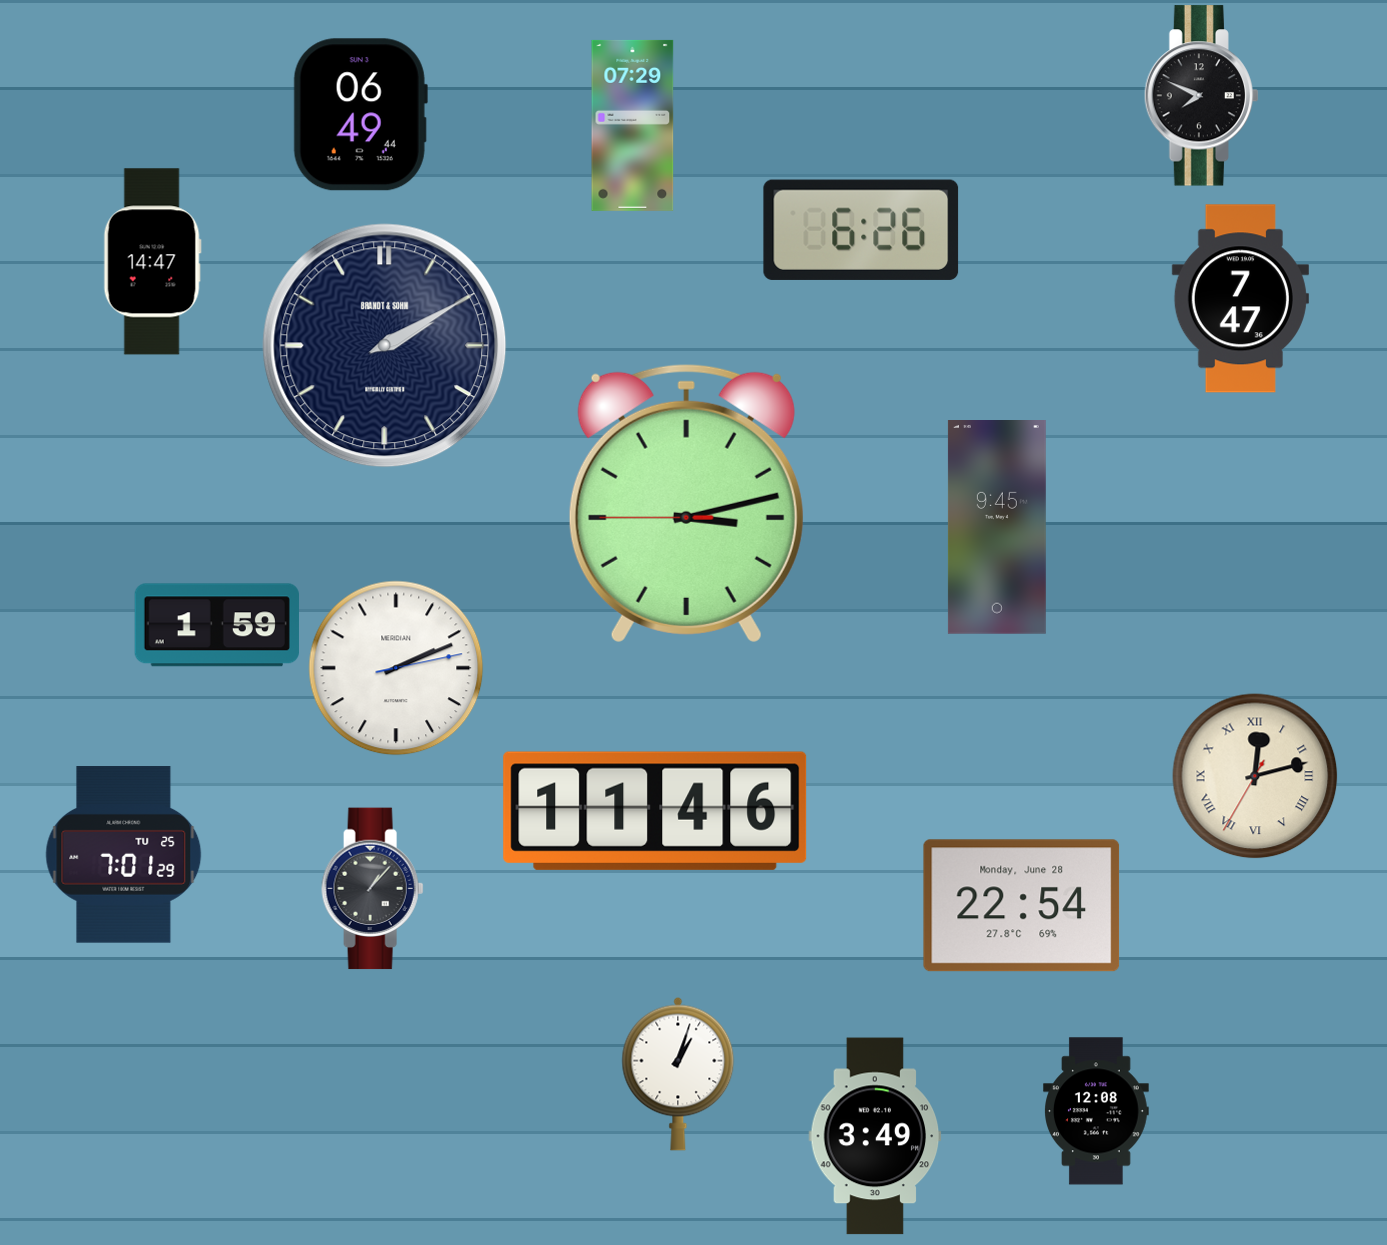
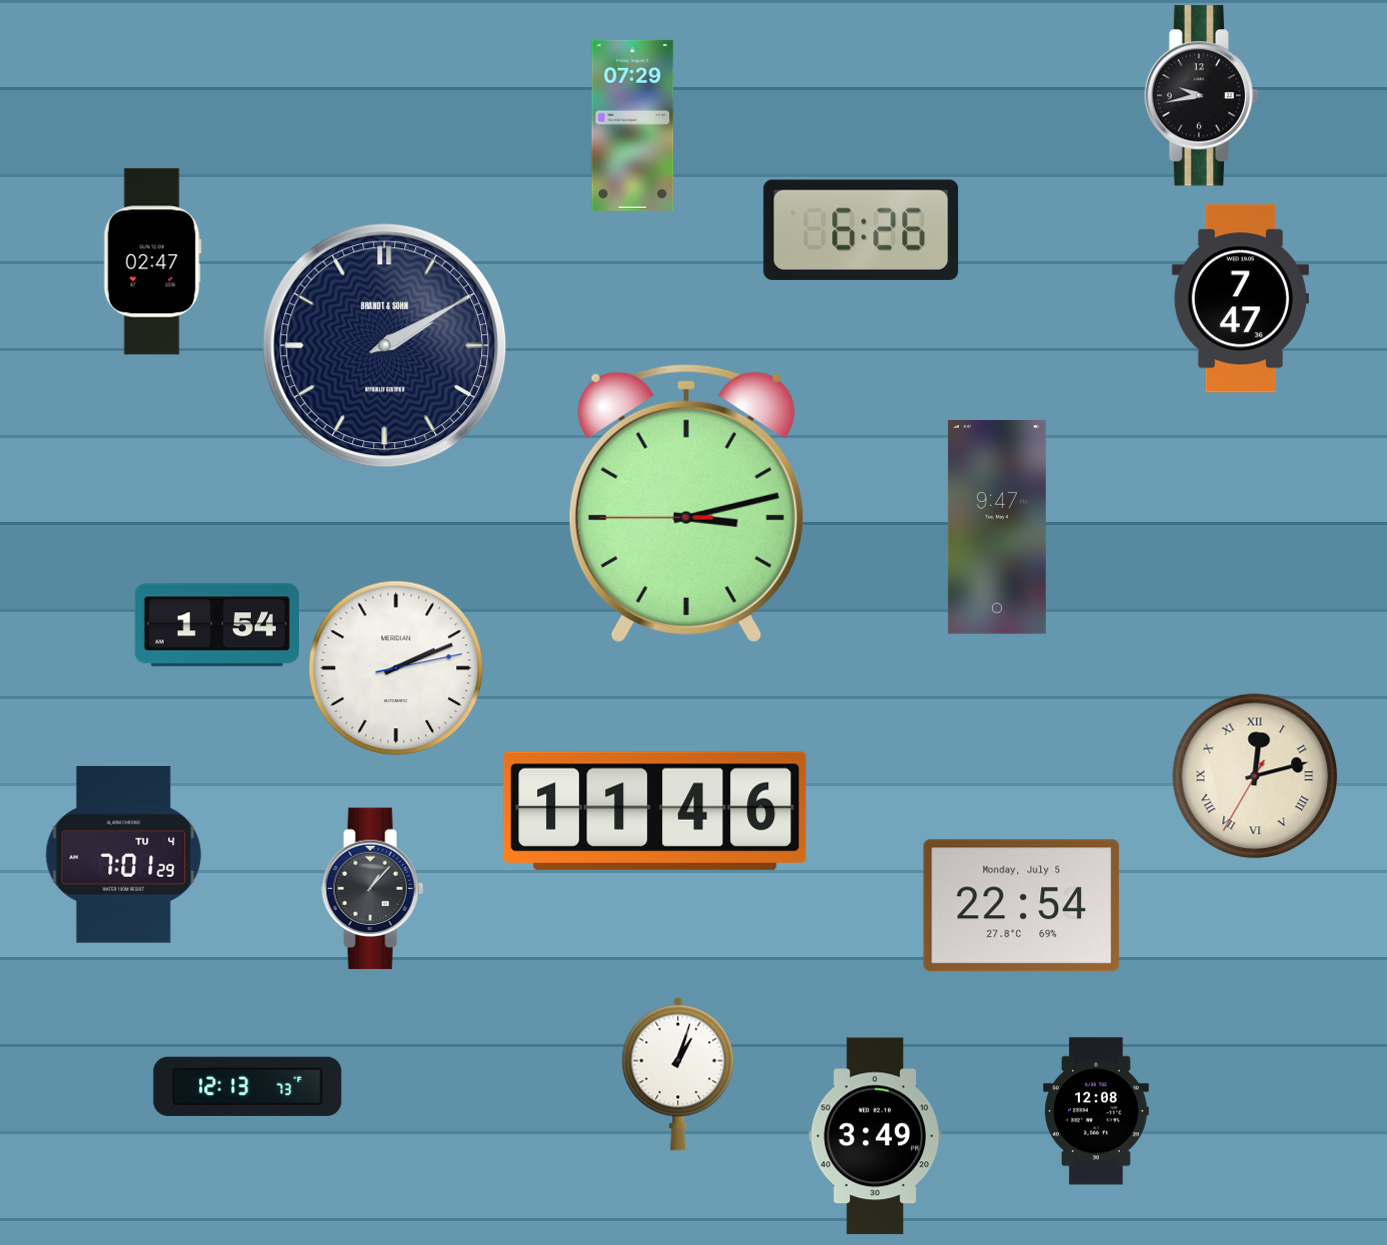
clock at (1201, 96): 7:49 -> 9:43
clock at (360, 115): 06:49 -> none
clock at (152, 262): 14:47 -> 02:47
clock at (997, 528): 9:45 -> 9:47
clock at (217, 625): 1:59 -> 1:54
clock at (124, 855) date: TU 25 -> TU 4
clock at (1022, 906) date: Monday, June 28 -> Monday, July 5
clock at (248, 1086): none -> 12:13
